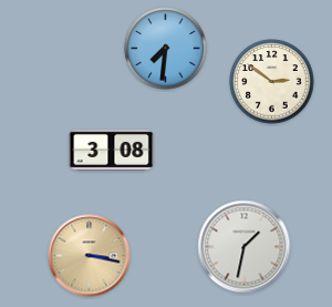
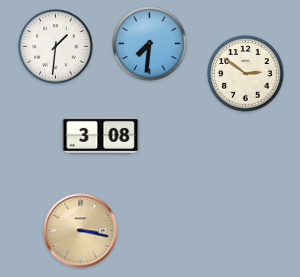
clock at (56, 47): none -> 1:31
clock at (245, 247): 1:32 -> none
